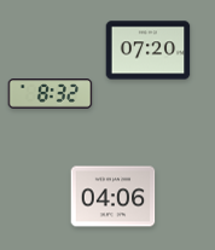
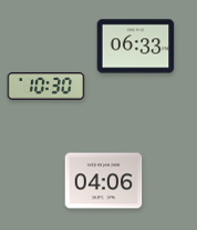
clock at (149, 51): 07:20 -> 06:33
clock at (51, 94): 8:32 -> 10:30
